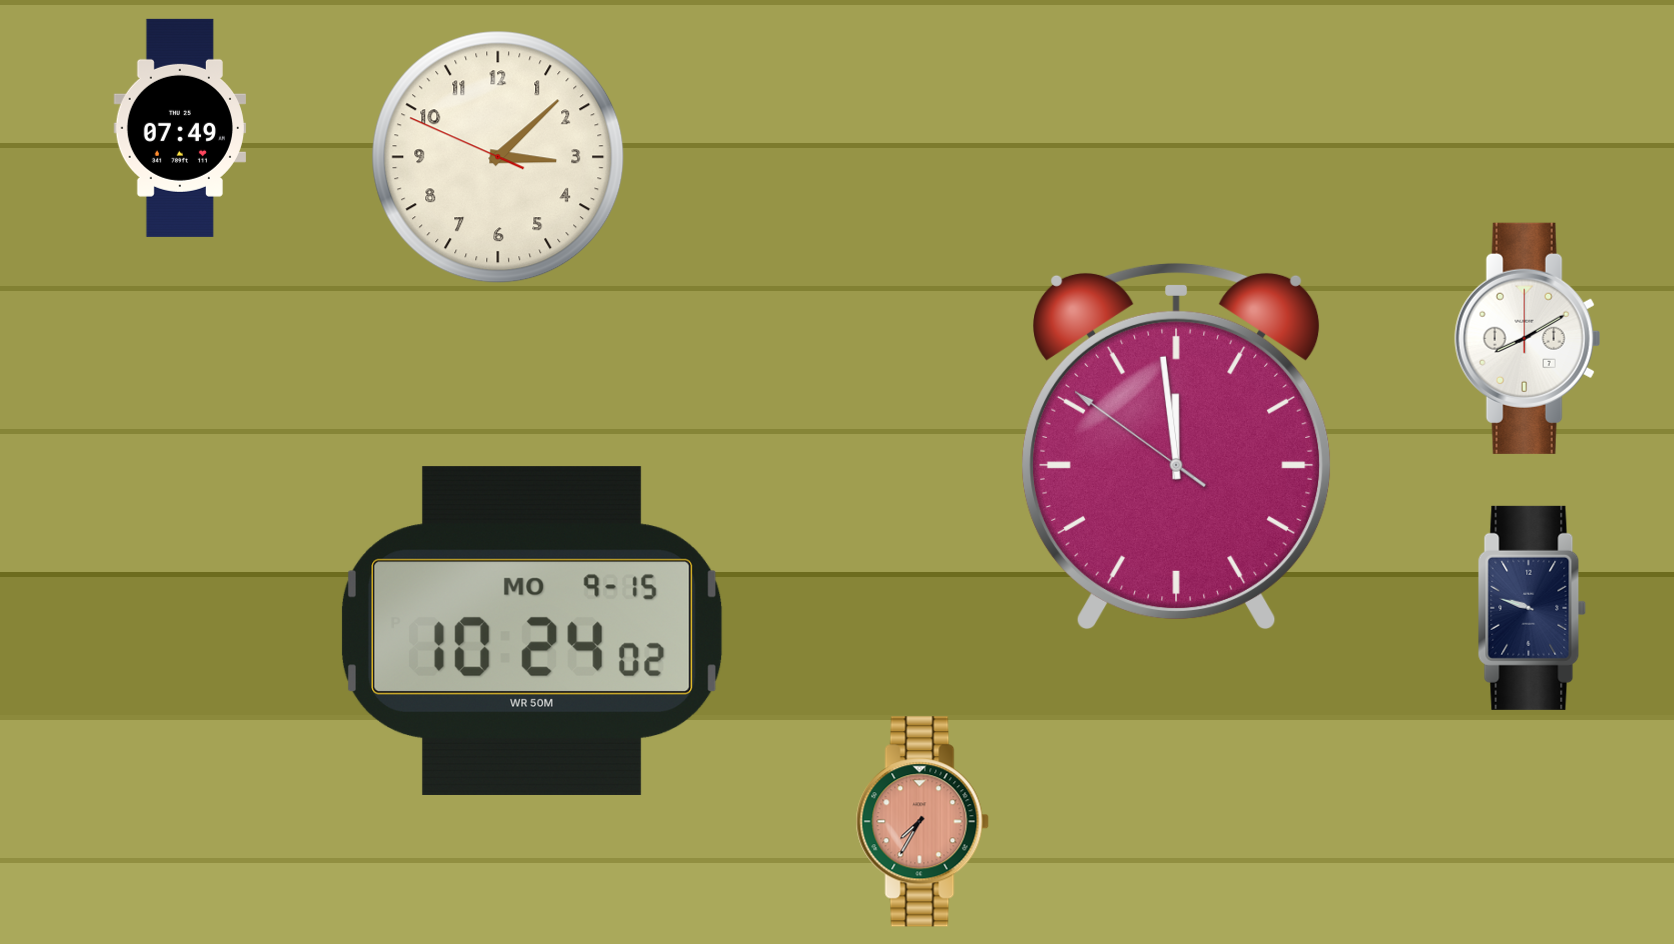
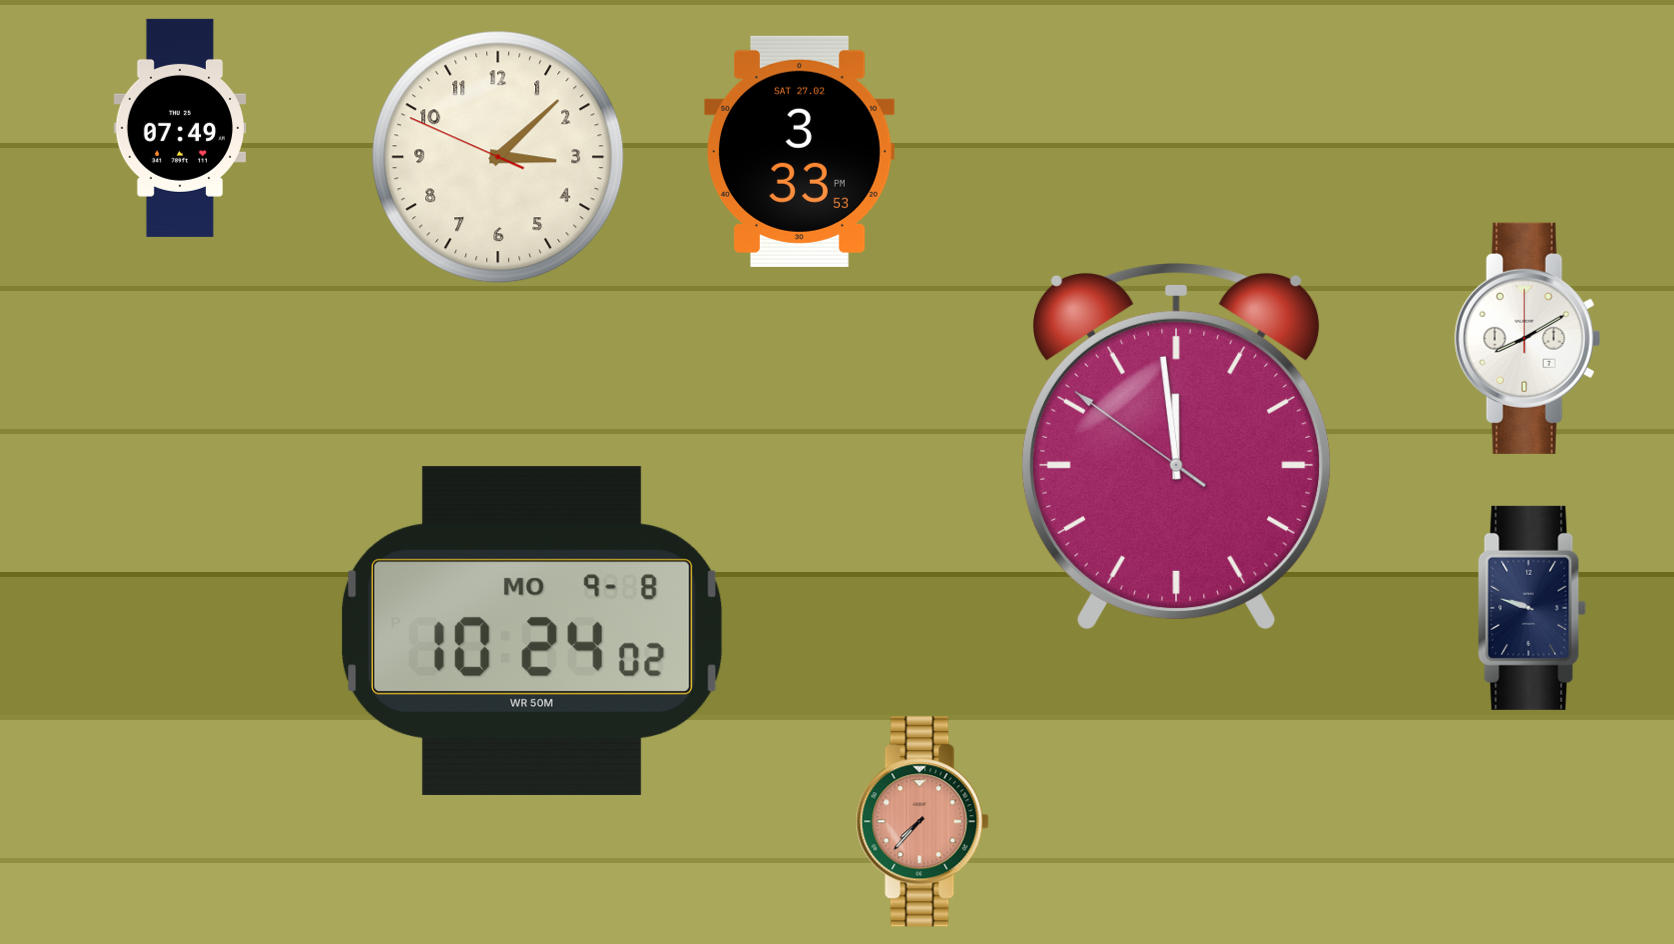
clock at (800, 151): none -> 3:33
clock at (532, 631) date: MO 9-15 -> MO 9-8
clock at (922, 822): 7:35 -> 7:37
